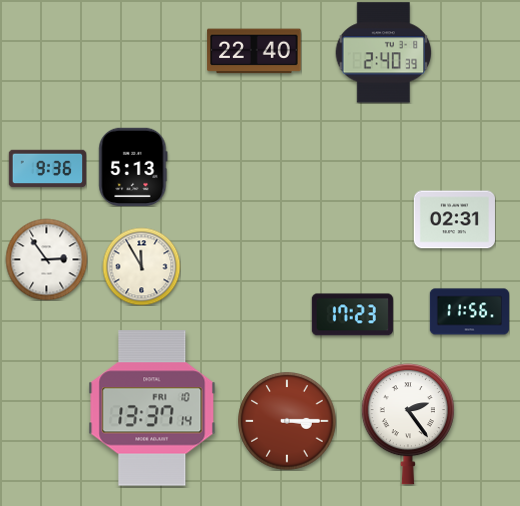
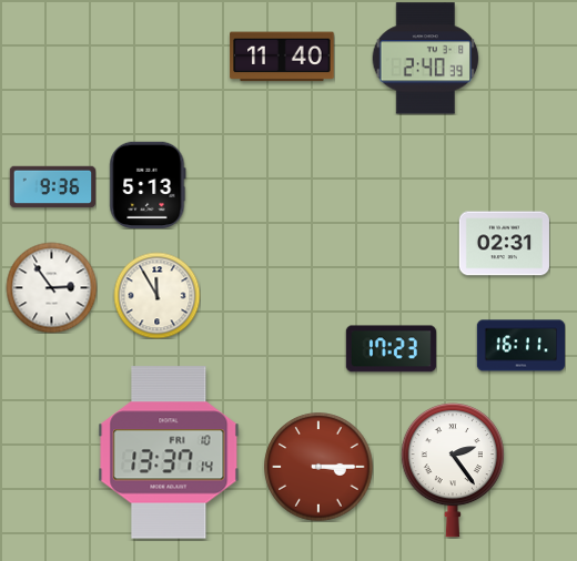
clock at (254, 51): 22:40 -> 11:40
clock at (469, 312): 11:56 -> 16:11
